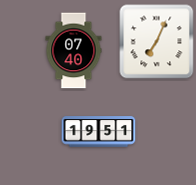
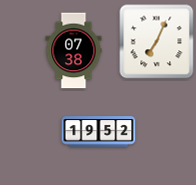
clock at (74, 51): 07:40 -> 07:38
clock at (99, 132): 19:51 -> 19:52
